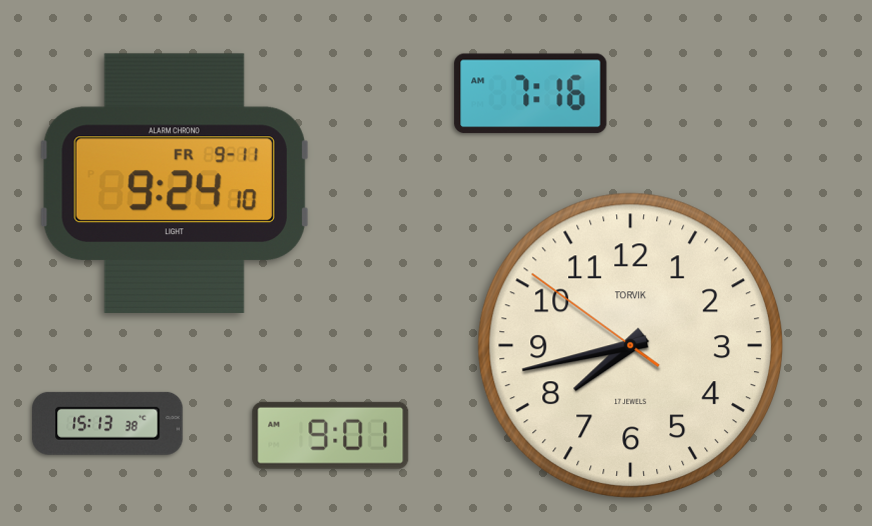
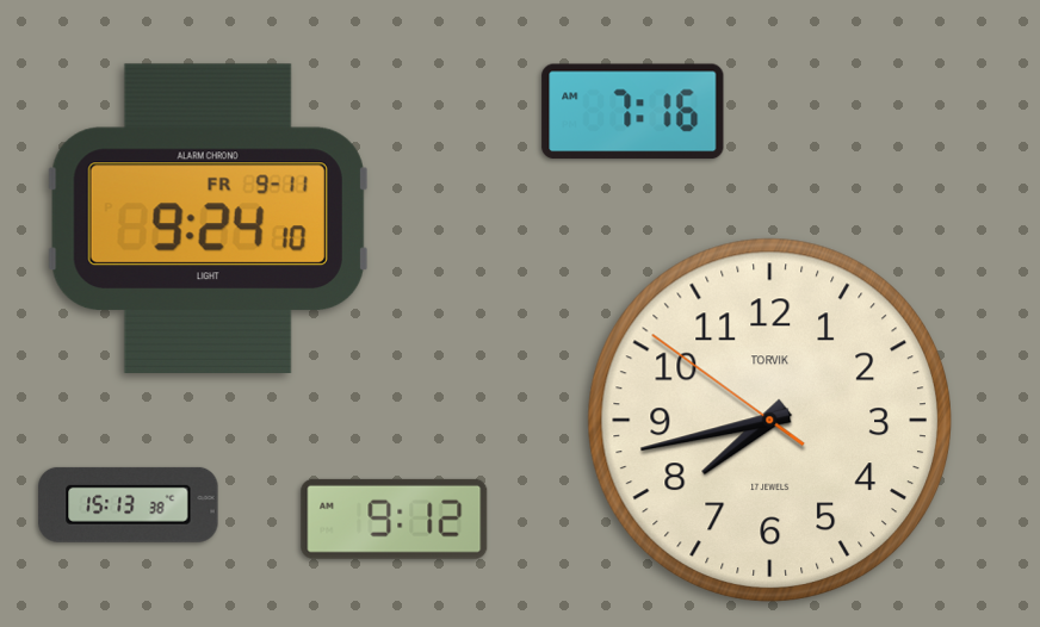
clock at (630, 345) position: (630, 345) -> (769, 420)
clock at (331, 435): 9:01 -> 9:12
